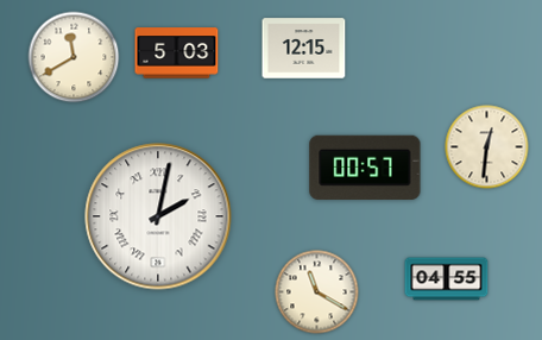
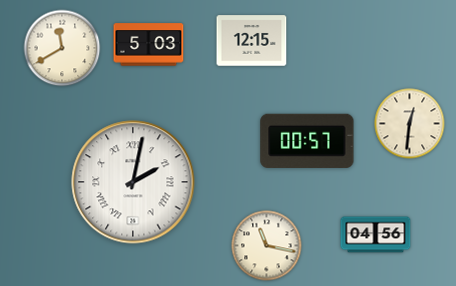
clock at (304, 49) position: (304, 49) -> (252, 41)
clock at (447, 279): 04:55 -> 04:56
clock at (317, 292): 11:20 -> 11:17
